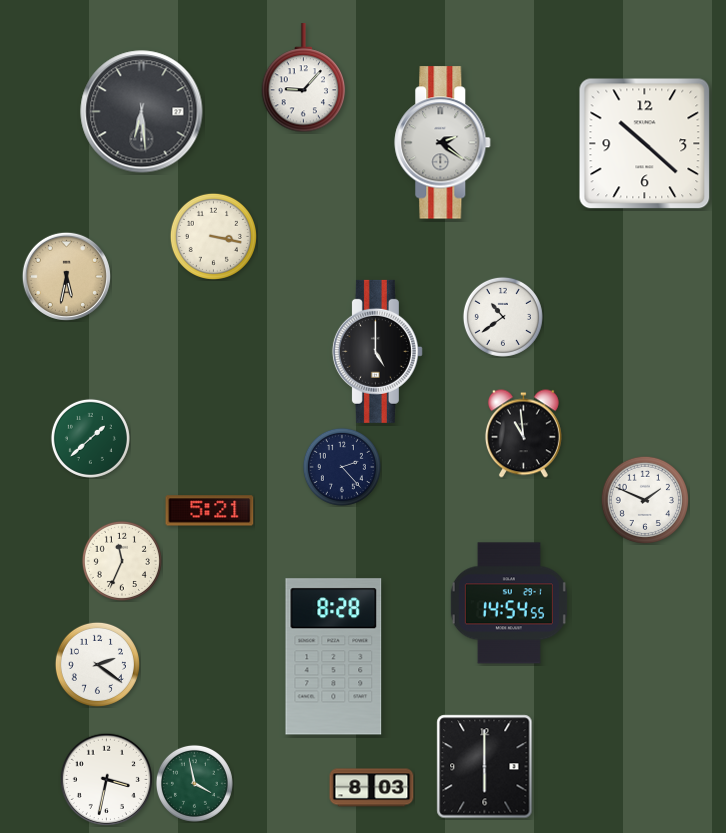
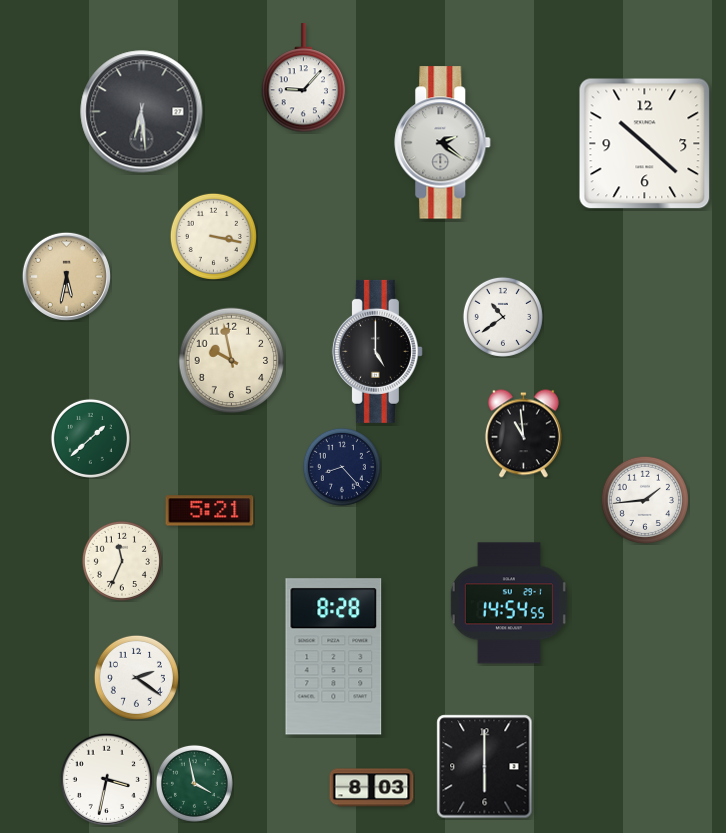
clock at (232, 361): none -> 9:58
clock at (342, 467): 2:23 -> 8:23
clock at (645, 500): 1:49 -> 1:44
clock at (97, 664) position: (97, 664) -> (136, 677)
